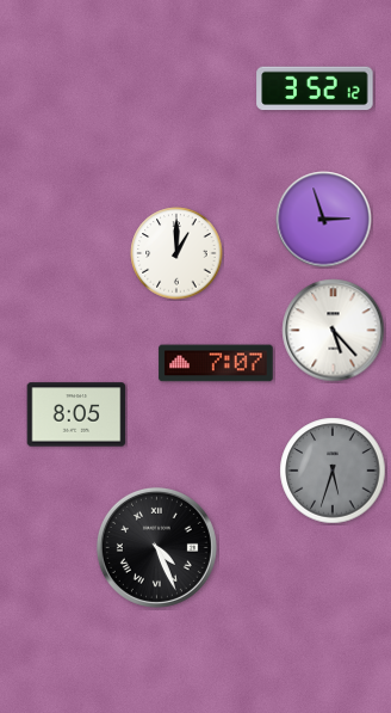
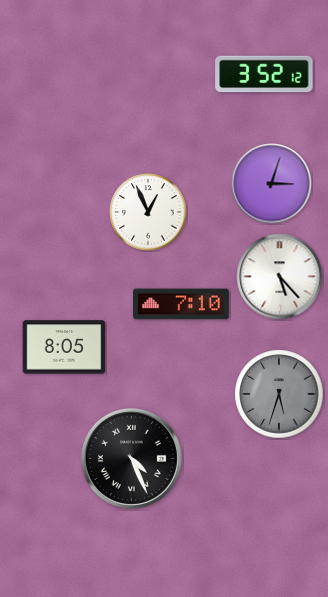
clock at (324, 220): 2:57 -> 3:03
clock at (176, 253): 1:00 -> 12:56
clock at (216, 363): 7:07 -> 7:10
